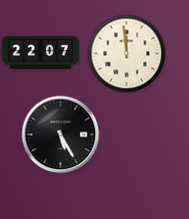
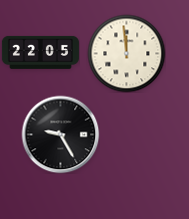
clock at (40, 52): 22:07 -> 22:05
clock at (60, 134): 5:25 -> 9:25
